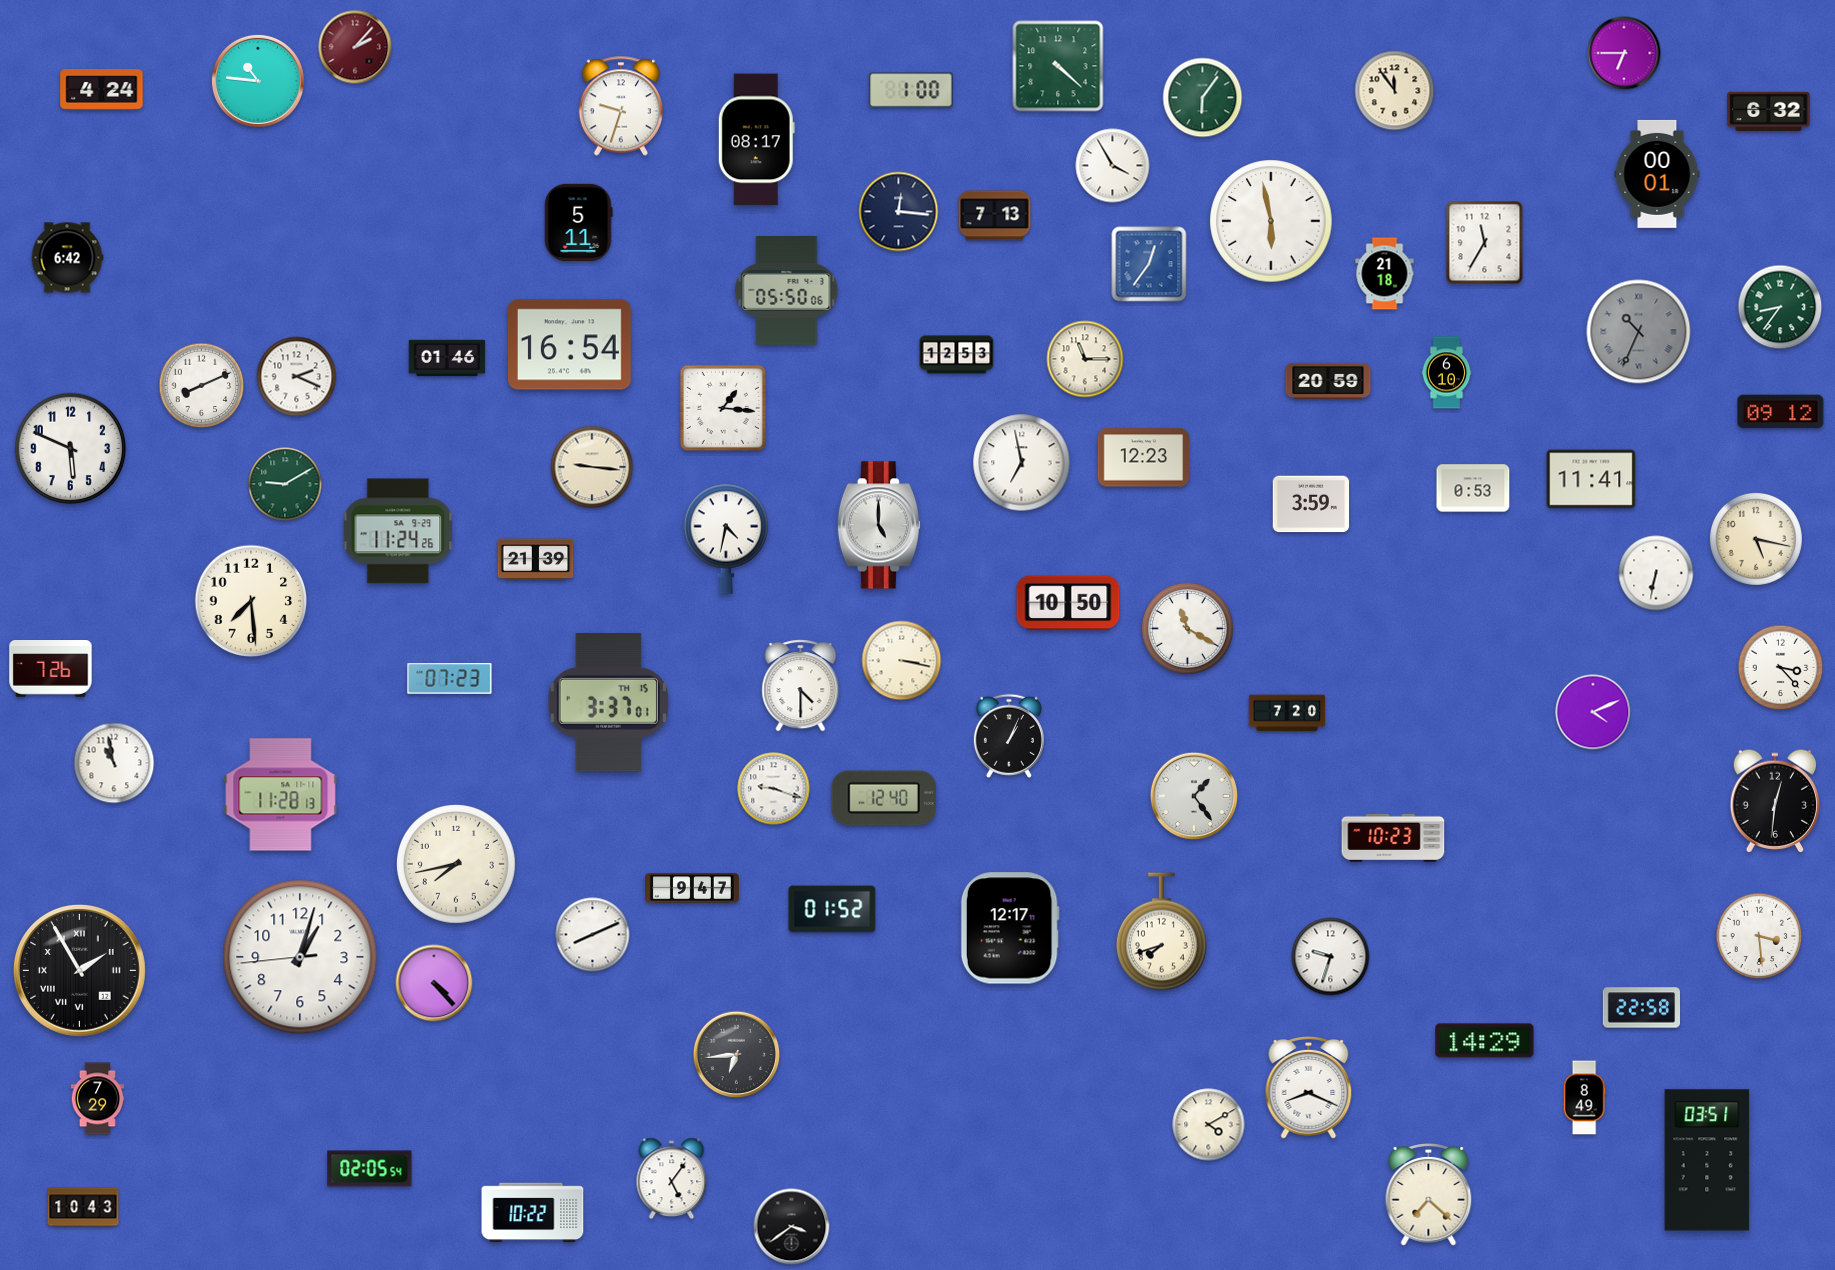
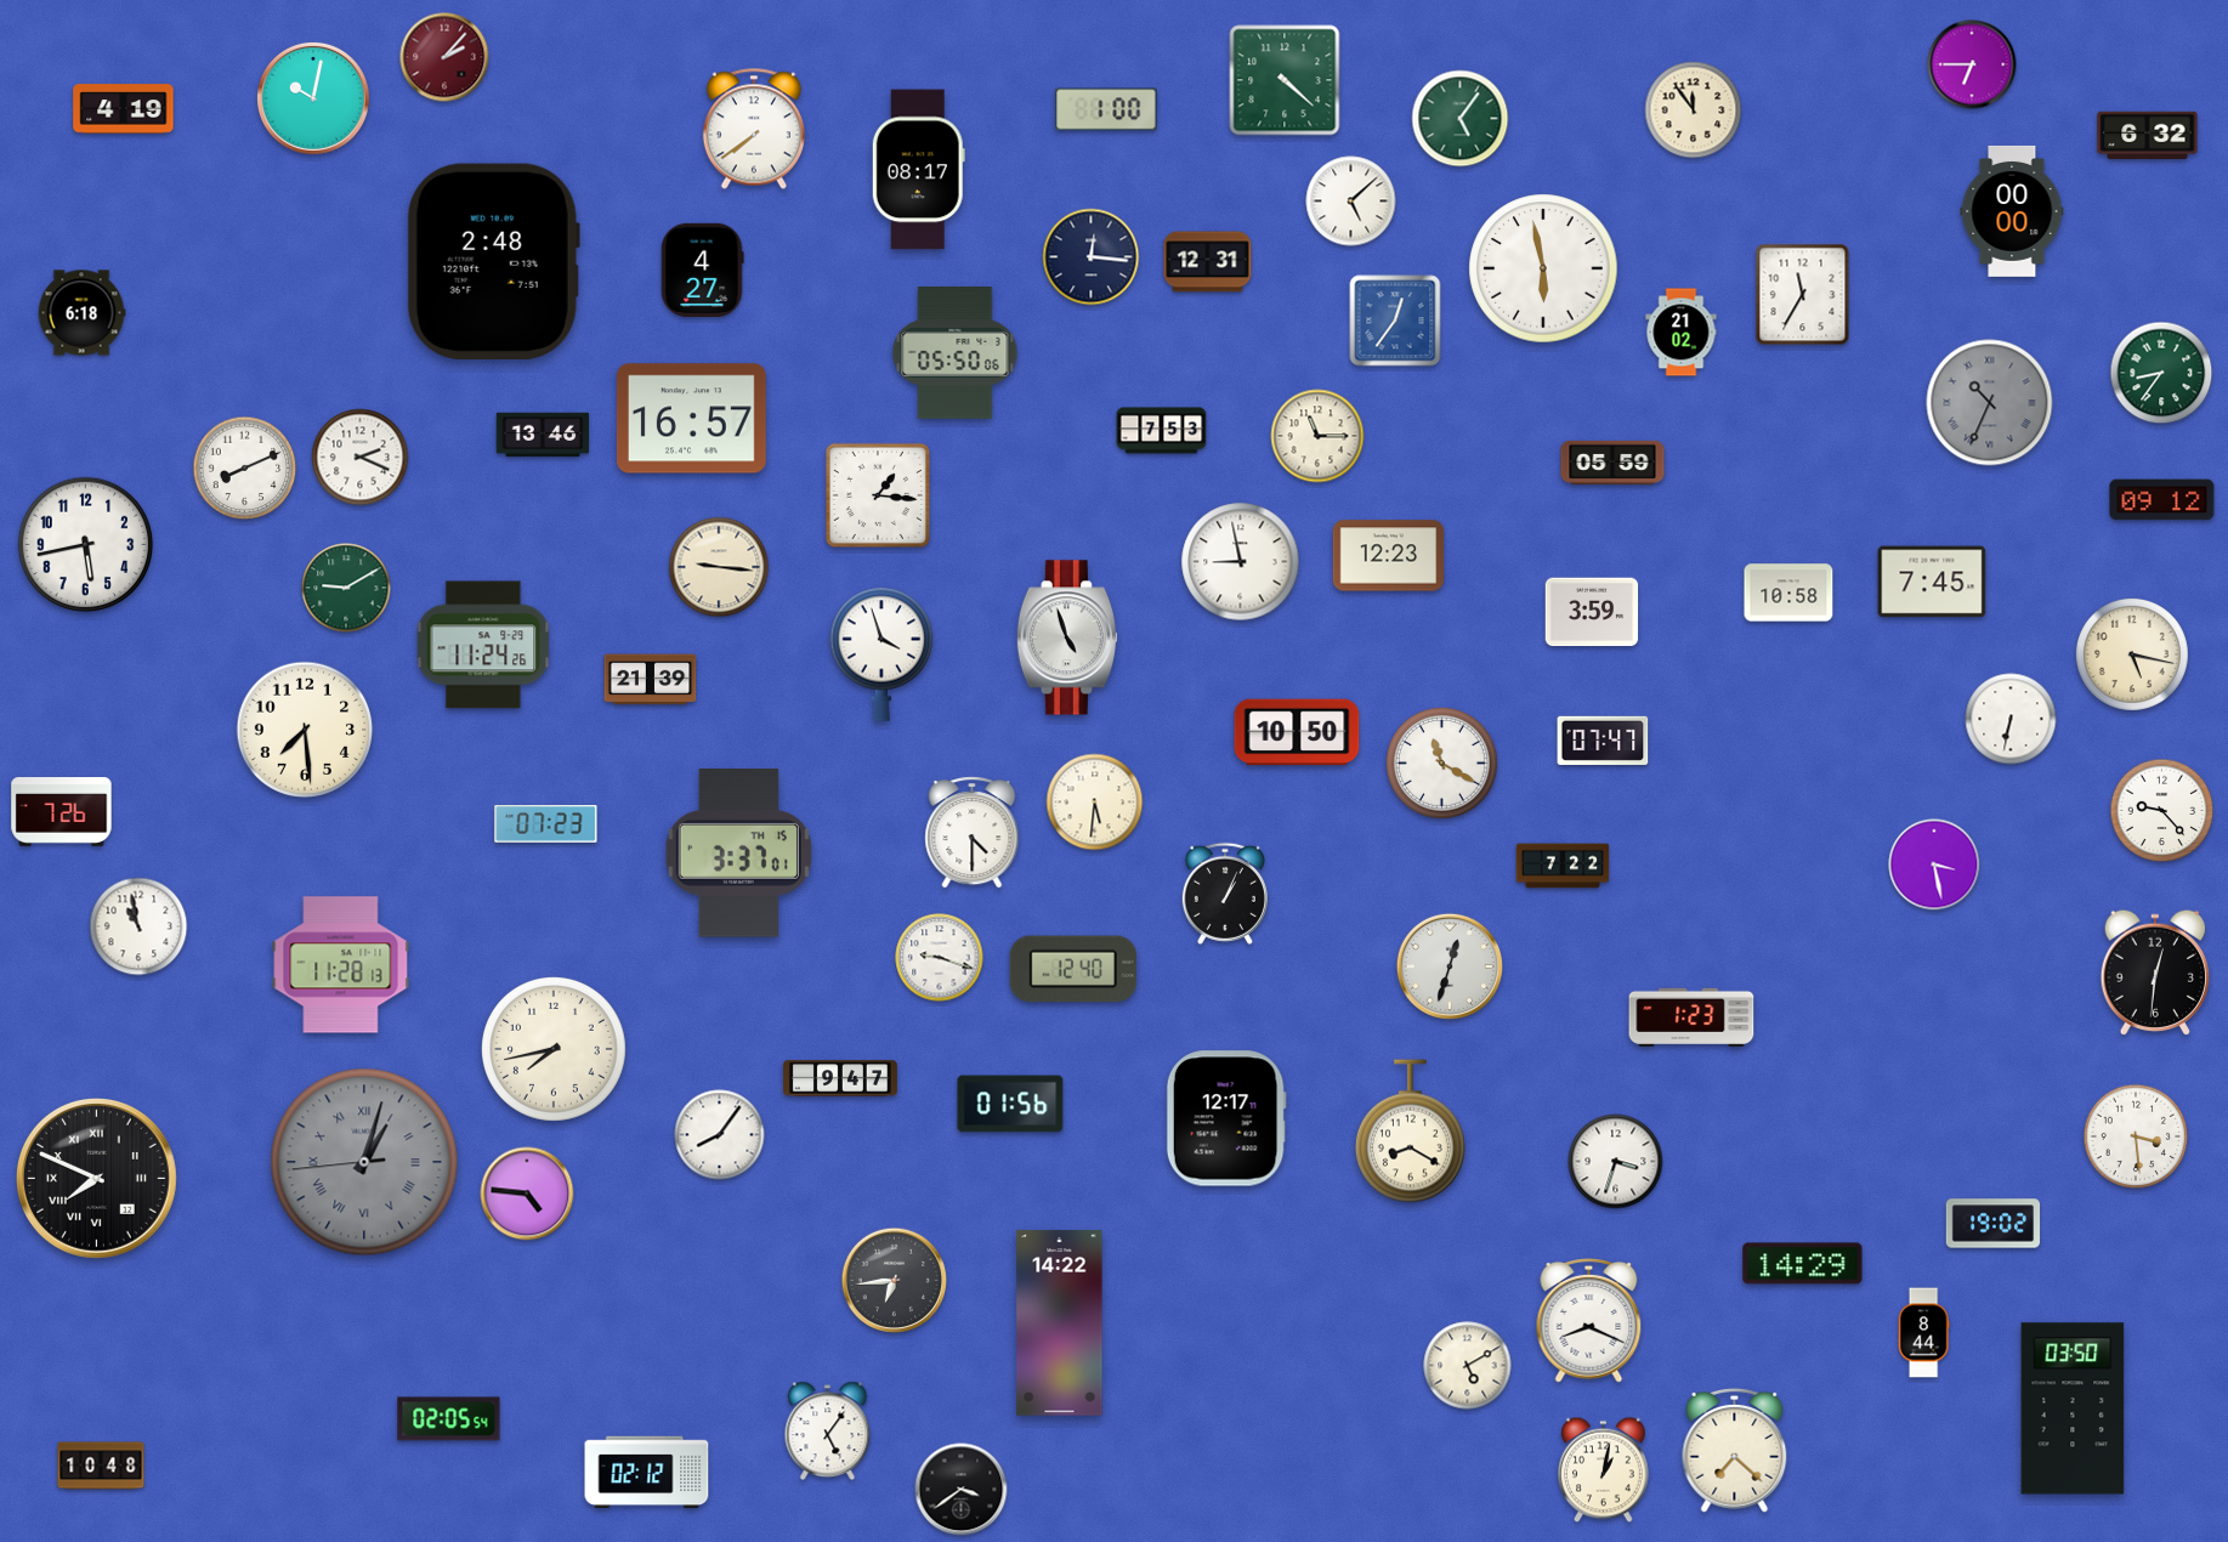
clock at (355, 47) position: (355, 47) -> (444, 57)
clock at (258, 81): 10:46 -> 10:02
clock at (102, 90): 4:24 -> 4:19
clock at (1203, 98): 6:06 -> 5:06
clock at (621, 106): 9:33 -> 7:39
clock at (1113, 166): 3:55 -> 5:08
clock at (1657, 174): 00:01 -> 00:00
clock at (493, 261): none -> 2:48
clock at (995, 216): 7:13 -> 12:31
clock at (579, 222): 5:11 -> 4:27
clock at (67, 258): 6:42 -> 6:18
clock at (1385, 274): 21:18 -> 21:02
clock at (569, 345): 16:54 -> 16:57
clock at (957, 355): 12:53 -> 7:53
clock at (447, 358): 01:46 -> 13:46
clock at (1447, 373): 6:10 -> none
clock at (1328, 381): 20:59 -> 05:59
clock at (71, 449): 5:49 -> 5:43
clock at (1022, 463): 6:58 -> 8:58
clock at (1591, 479): 11:41 -> 7:45
clock at (1473, 488): 0:53 -> 10:58
clock at (879, 525): 5:00 -> 4:57
clock at (726, 539): 4:32 -> 3:57
clock at (1656, 573) position: (1656, 573) -> (2011, 719)
clock at (1603, 741): none -> 07:47
clock at (902, 661): 3:17 -> 5:31
clock at (1781, 668): 3:23 -> 9:23
clock at (1593, 712): 4:11 -> 3:28
clock at (1287, 713): 7:20 -> 7:22
clock at (1193, 795): 1:24 -> 12:33
clock at (1393, 838): 10:23 -> 1:23
clock at (832, 909): 01:52 -> 01:56
clock at (1010, 928) position: (1010, 928) -> (1226, 1118)
clock at (1161, 932): 7:42 -> 8:20
clock at (593, 935): 8:11 -> 8:06
clock at (300, 957) dial: white -> grey
clock at (300, 957) numerals: Arabic -> Roman
clock at (1331, 957): 9:33 -> 3:33
clock at (80, 971): 1:55 -> 7:49
clock at (434, 983): 4:23 -> 4:46
clock at (1642, 1008): 22:58 -> 19:02
clock at (1060, 1323): none -> 14:22
clock at (1584, 1098): 8:49 -> 8:44
clock at (98, 1099): 7:29 -> none
clock at (1209, 1125): 4:10 -> 5:10
clock at (1707, 1160): 03:51 -> 03:50
clock at (672, 1179) position: (672, 1179) -> (828, 1432)
clock at (83, 1207): 10:43 -> 10:48
clock at (1604, 1470): none -> 1:02
clock at (533, 1213): 10:22 -> 02:12
